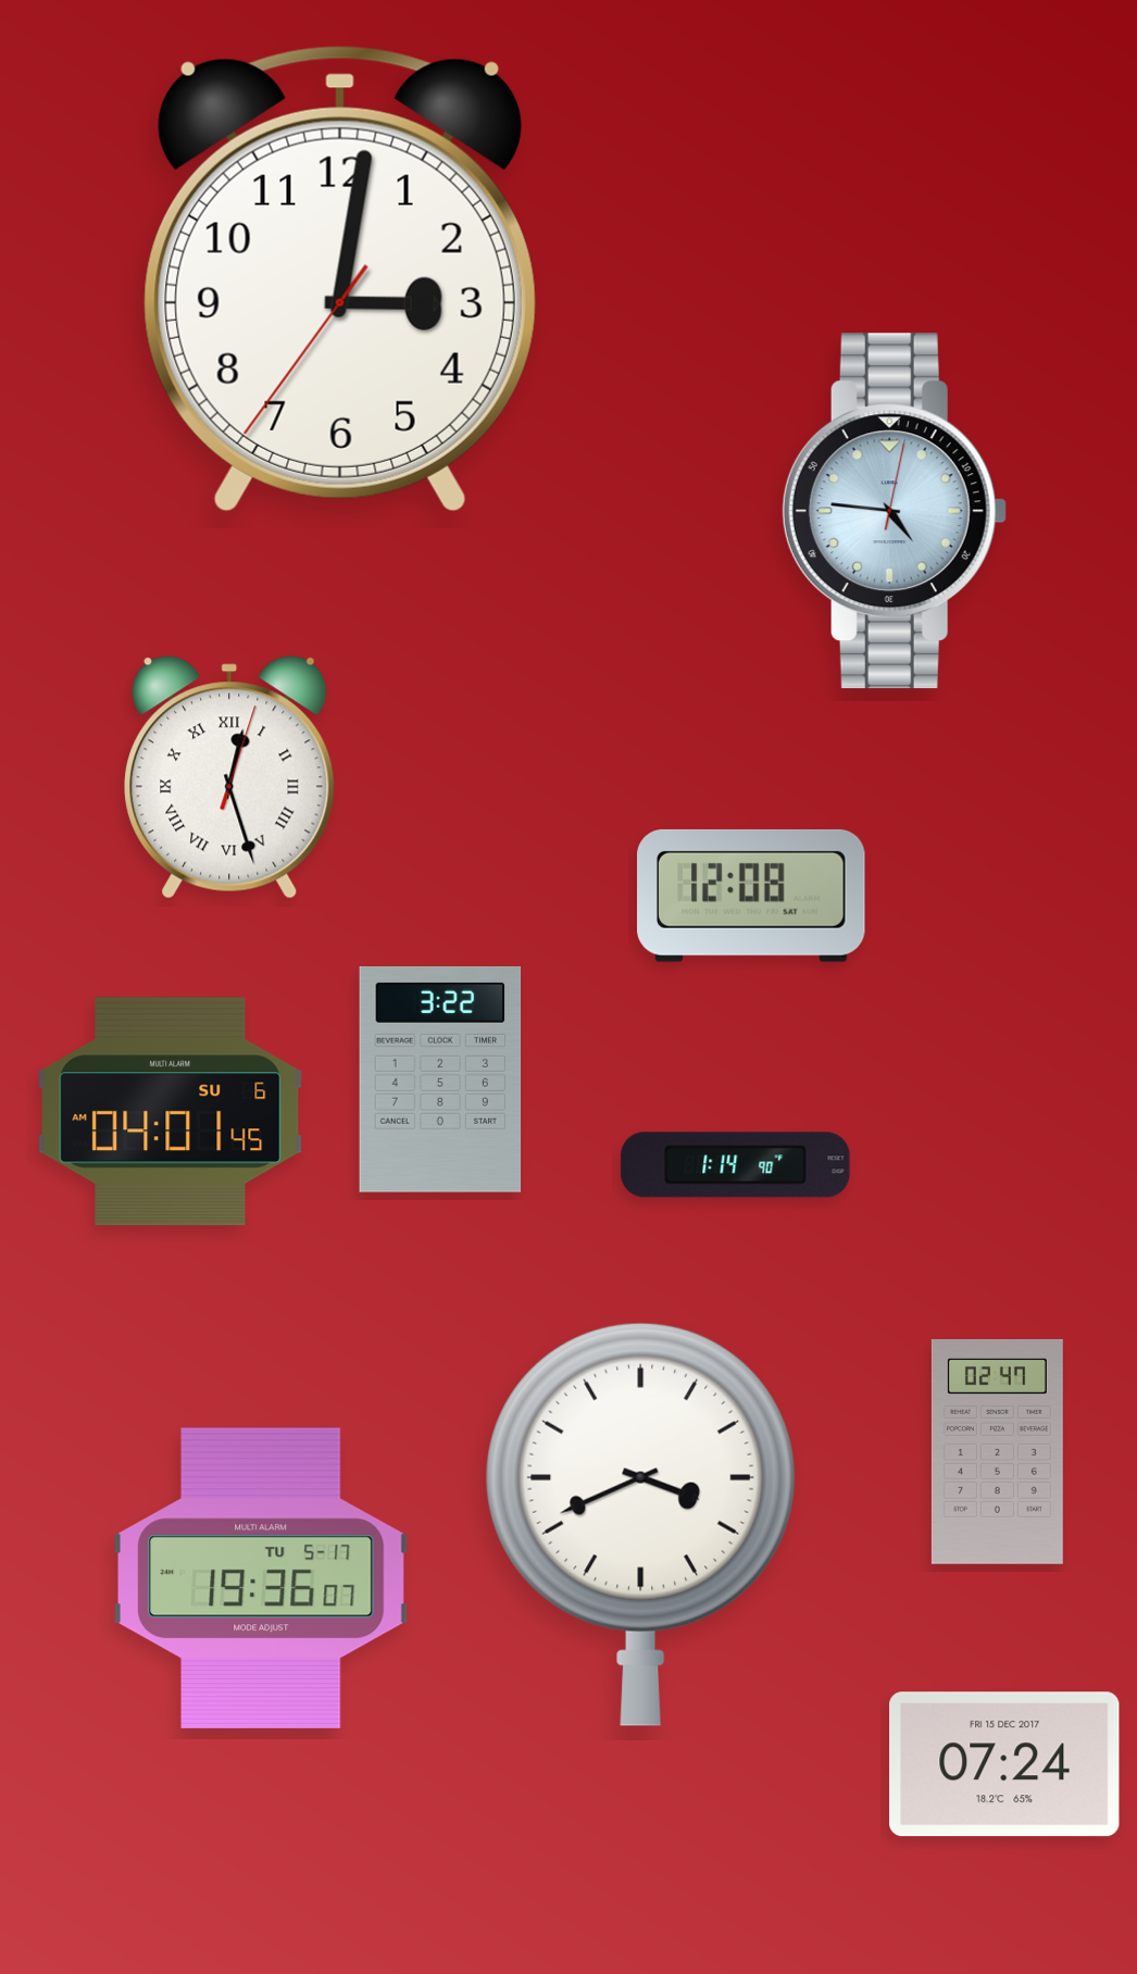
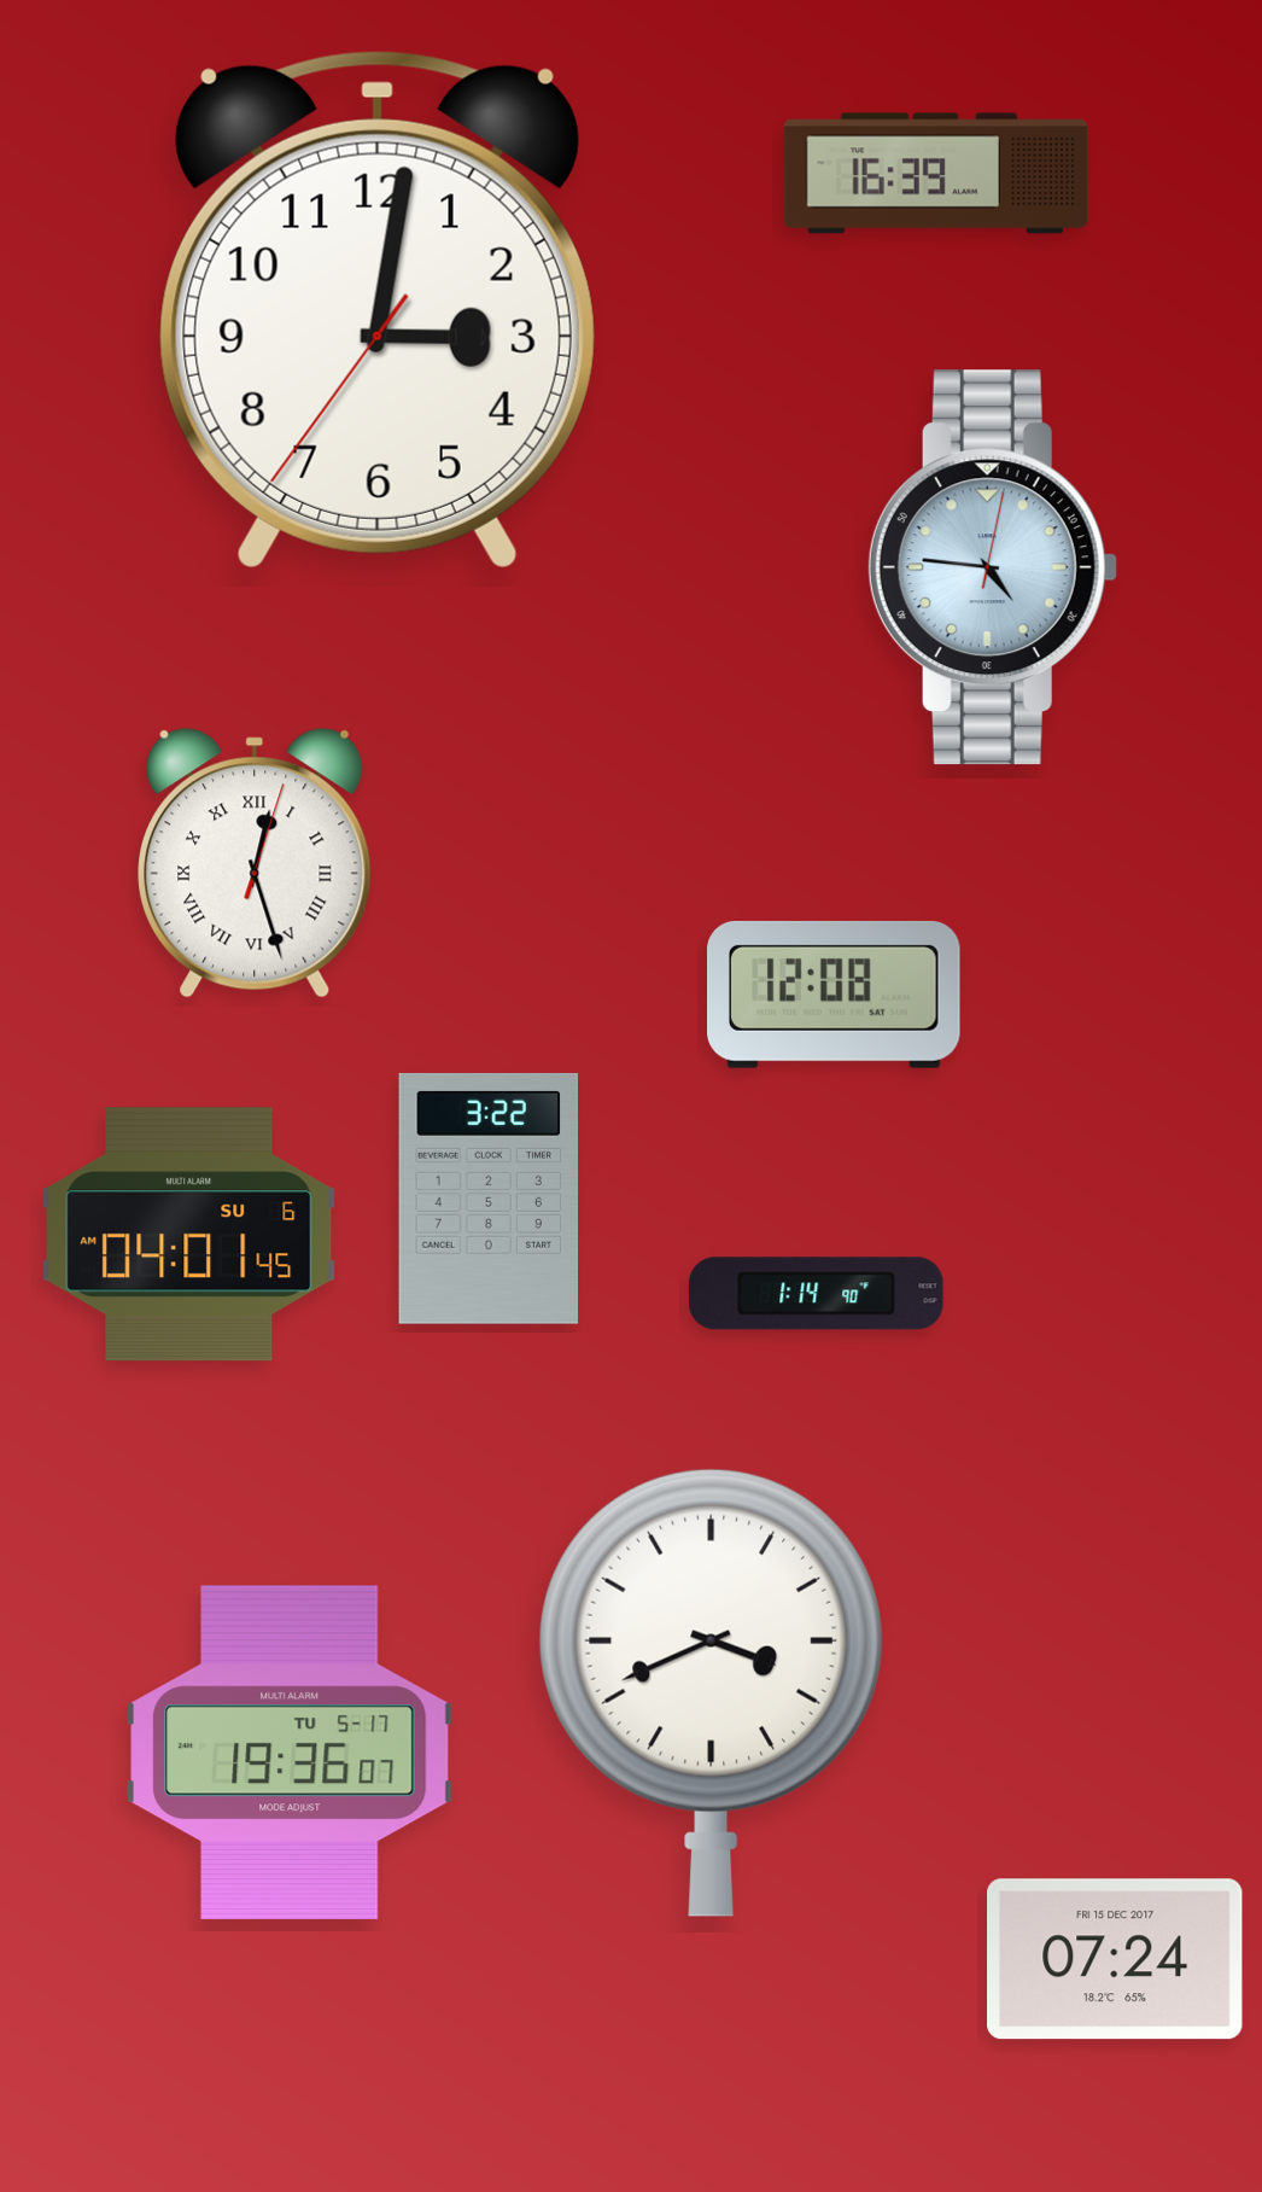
clock at (936, 174): none -> 16:39
clock at (997, 1452): 02:47 -> none
